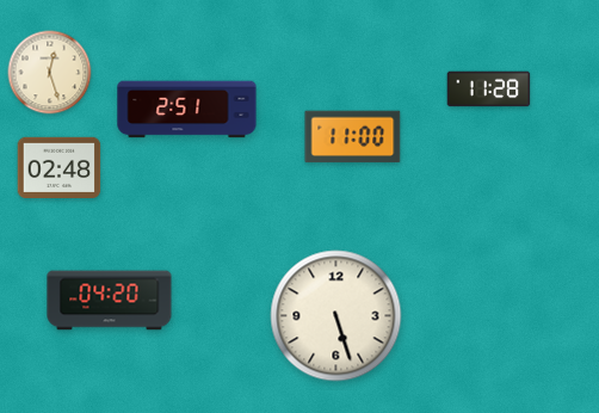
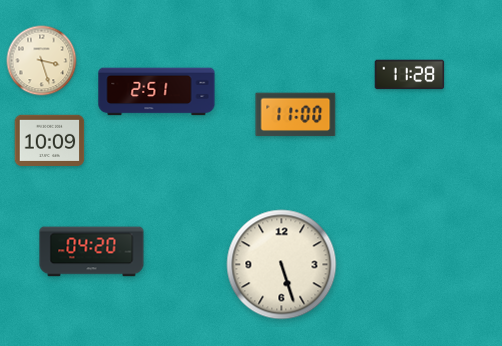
clock at (50, 73): 12:27 -> 3:27
clock at (60, 167): 02:48 -> 10:09
